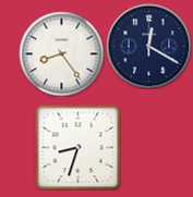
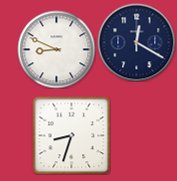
clock at (61, 53): 8:24 -> 8:49
